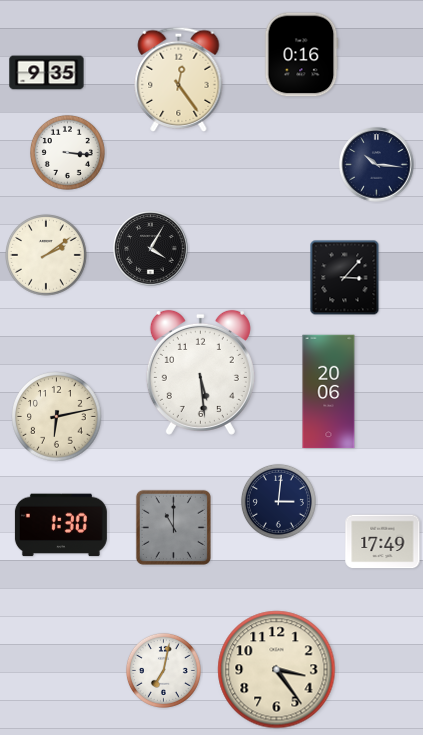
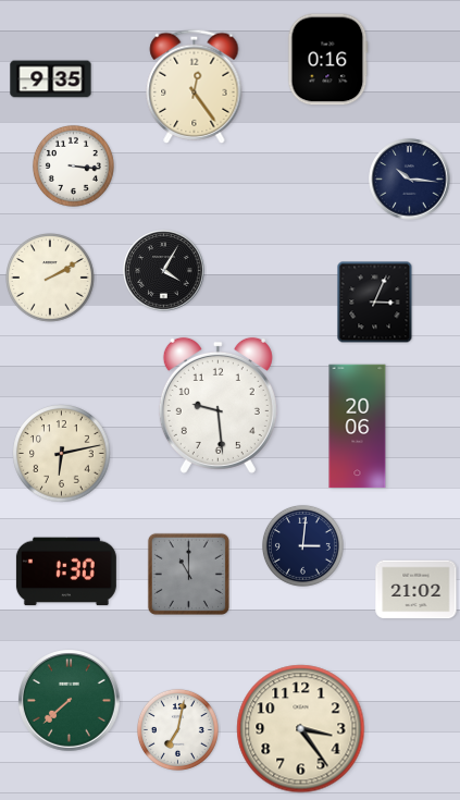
clock at (47, 256): 2:09 -> 2:10
clock at (345, 278): 3:07 -> 3:04
clock at (200, 372): 5:29 -> 9:29
clock at (383, 542): 17:49 -> 21:02
clock at (70, 701): none -> 7:38
